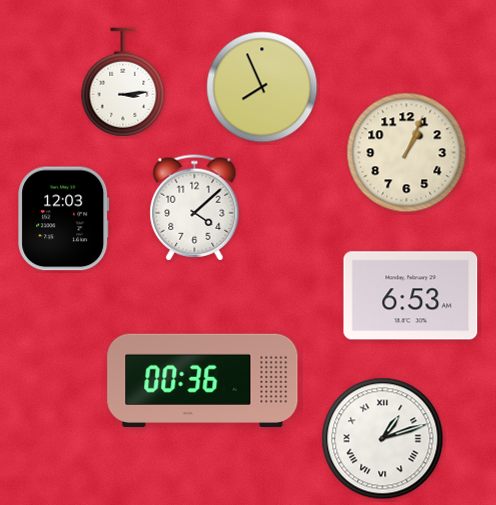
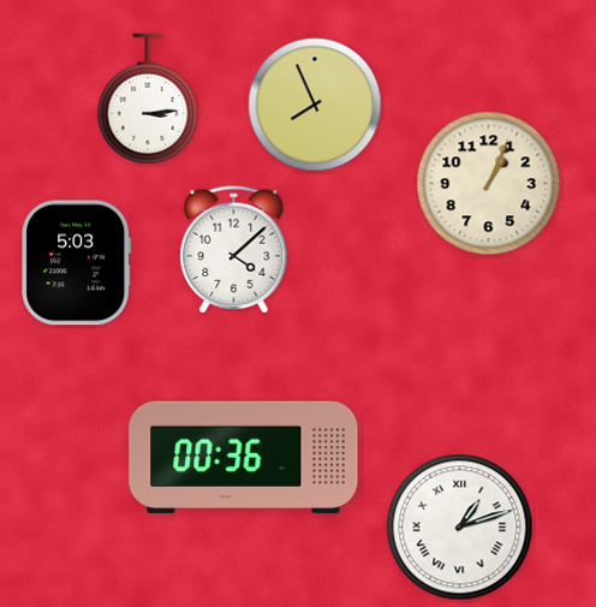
clock at (64, 219): 12:03 -> 5:03
clock at (411, 296): 6:53 -> none
